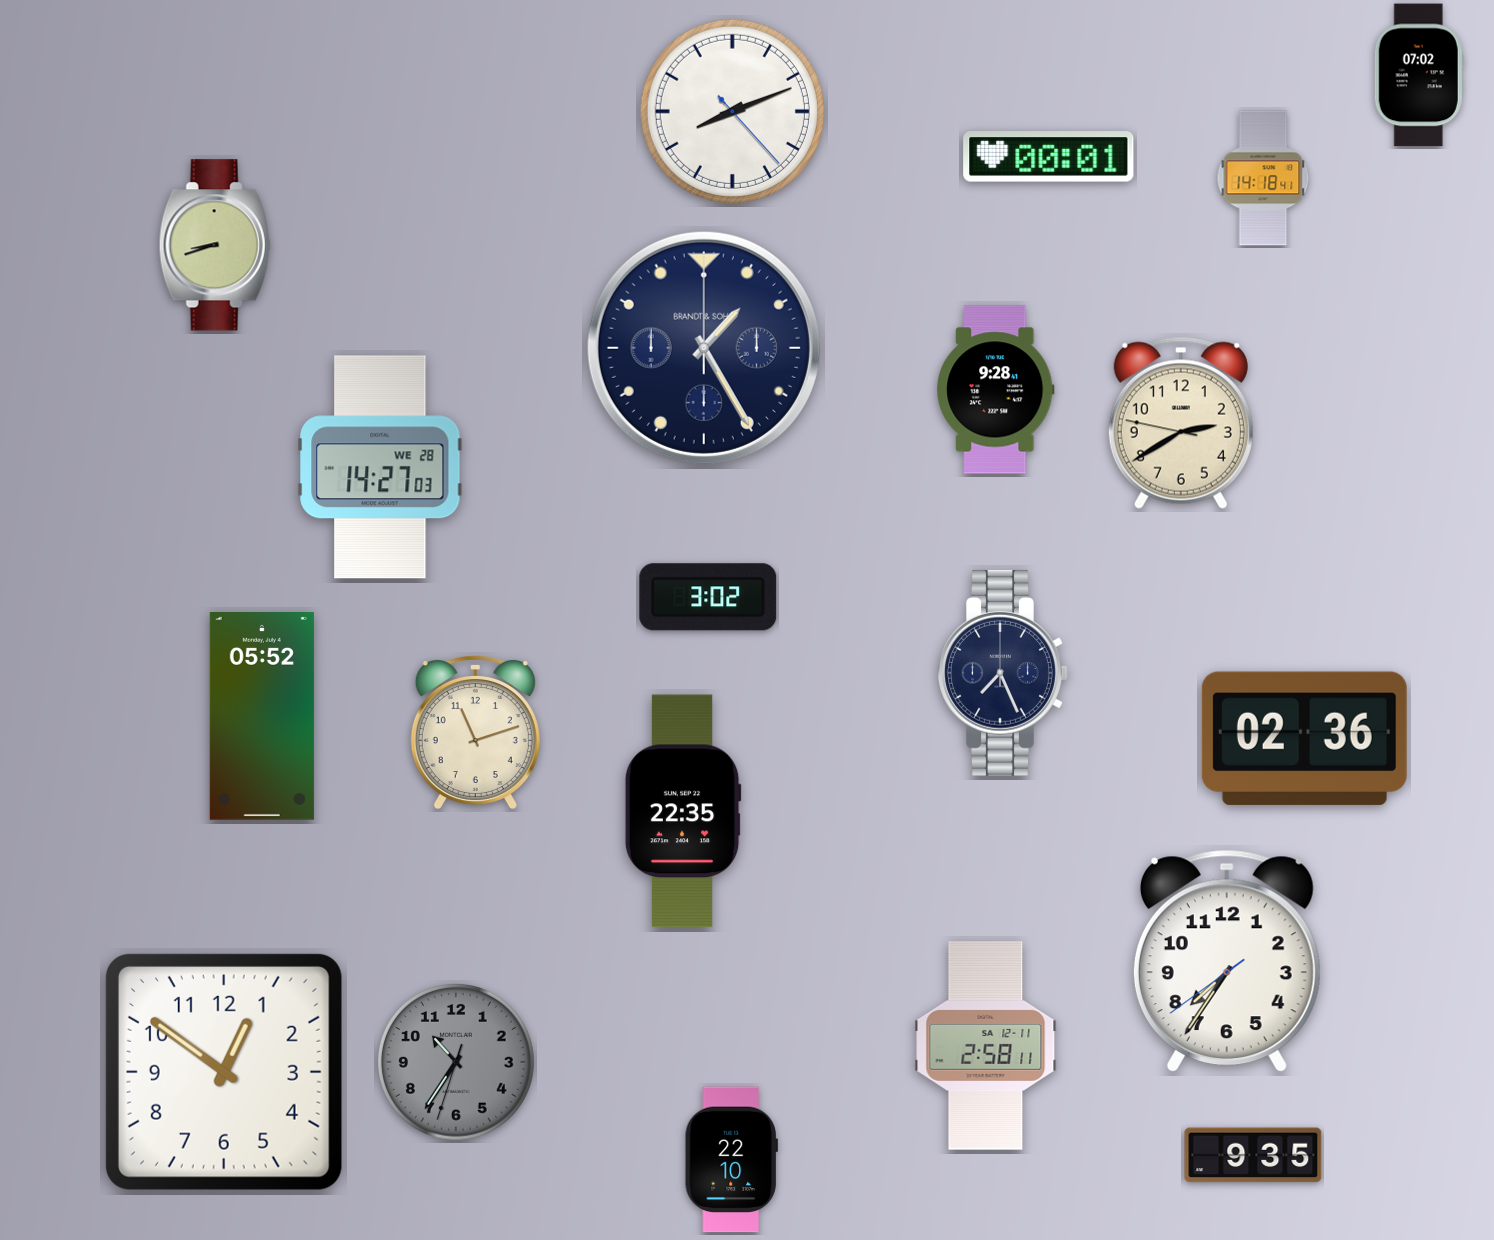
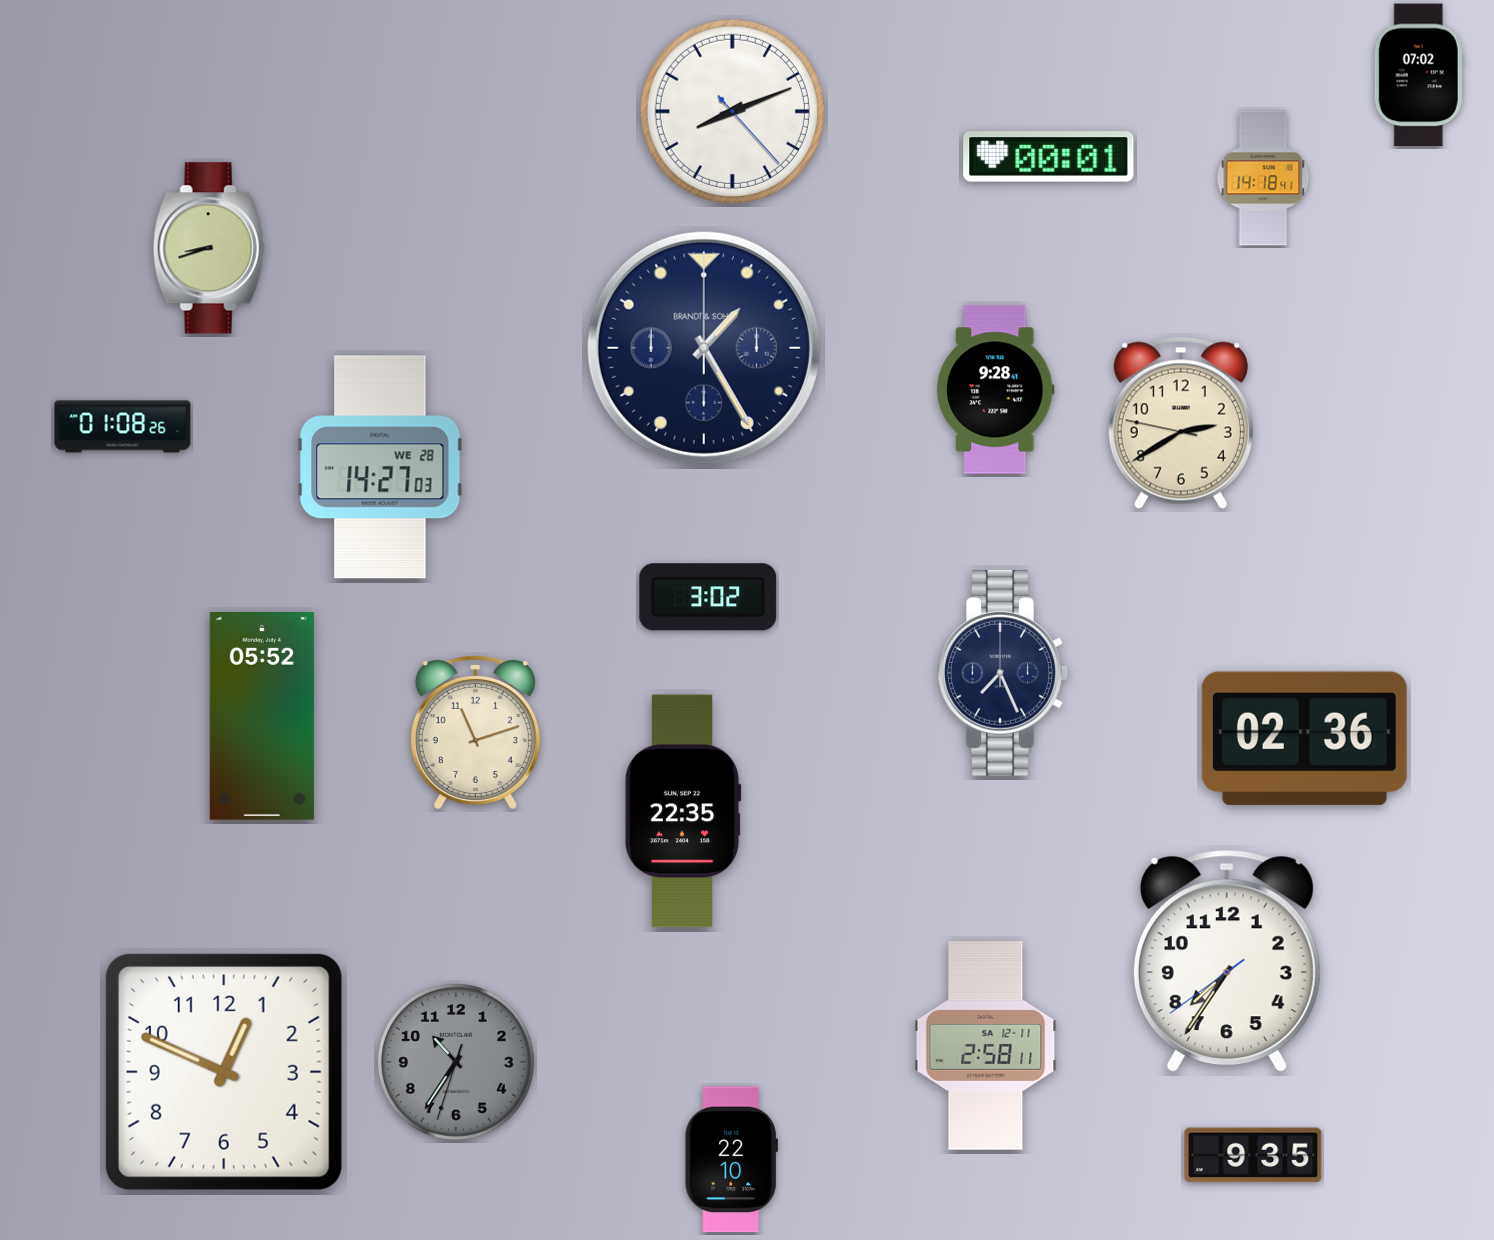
clock at (215, 245) position: (215, 245) -> (209, 248)
clock at (123, 427): none -> 01:08
clock at (224, 1072): 12:51 -> 12:49
